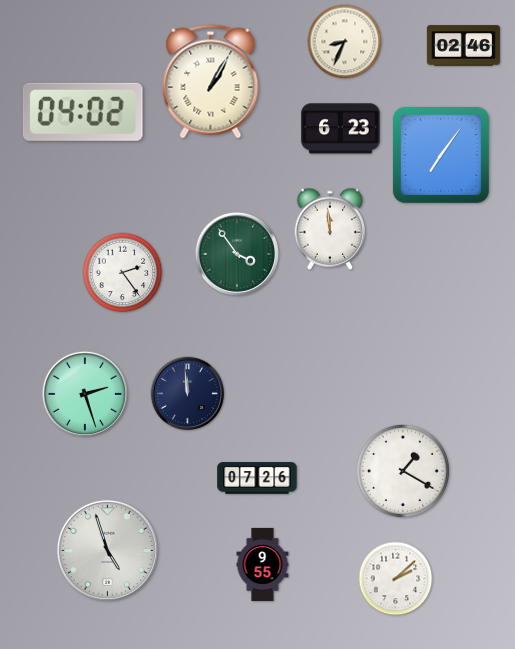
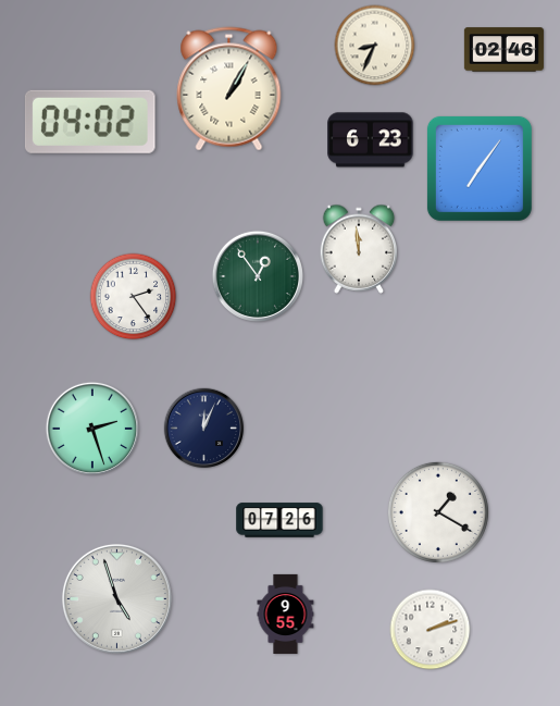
clock at (236, 253): 3:54 -> 12:54
clock at (188, 394): 11:59 -> 12:04
clock at (396, 579): 2:08 -> 2:12
